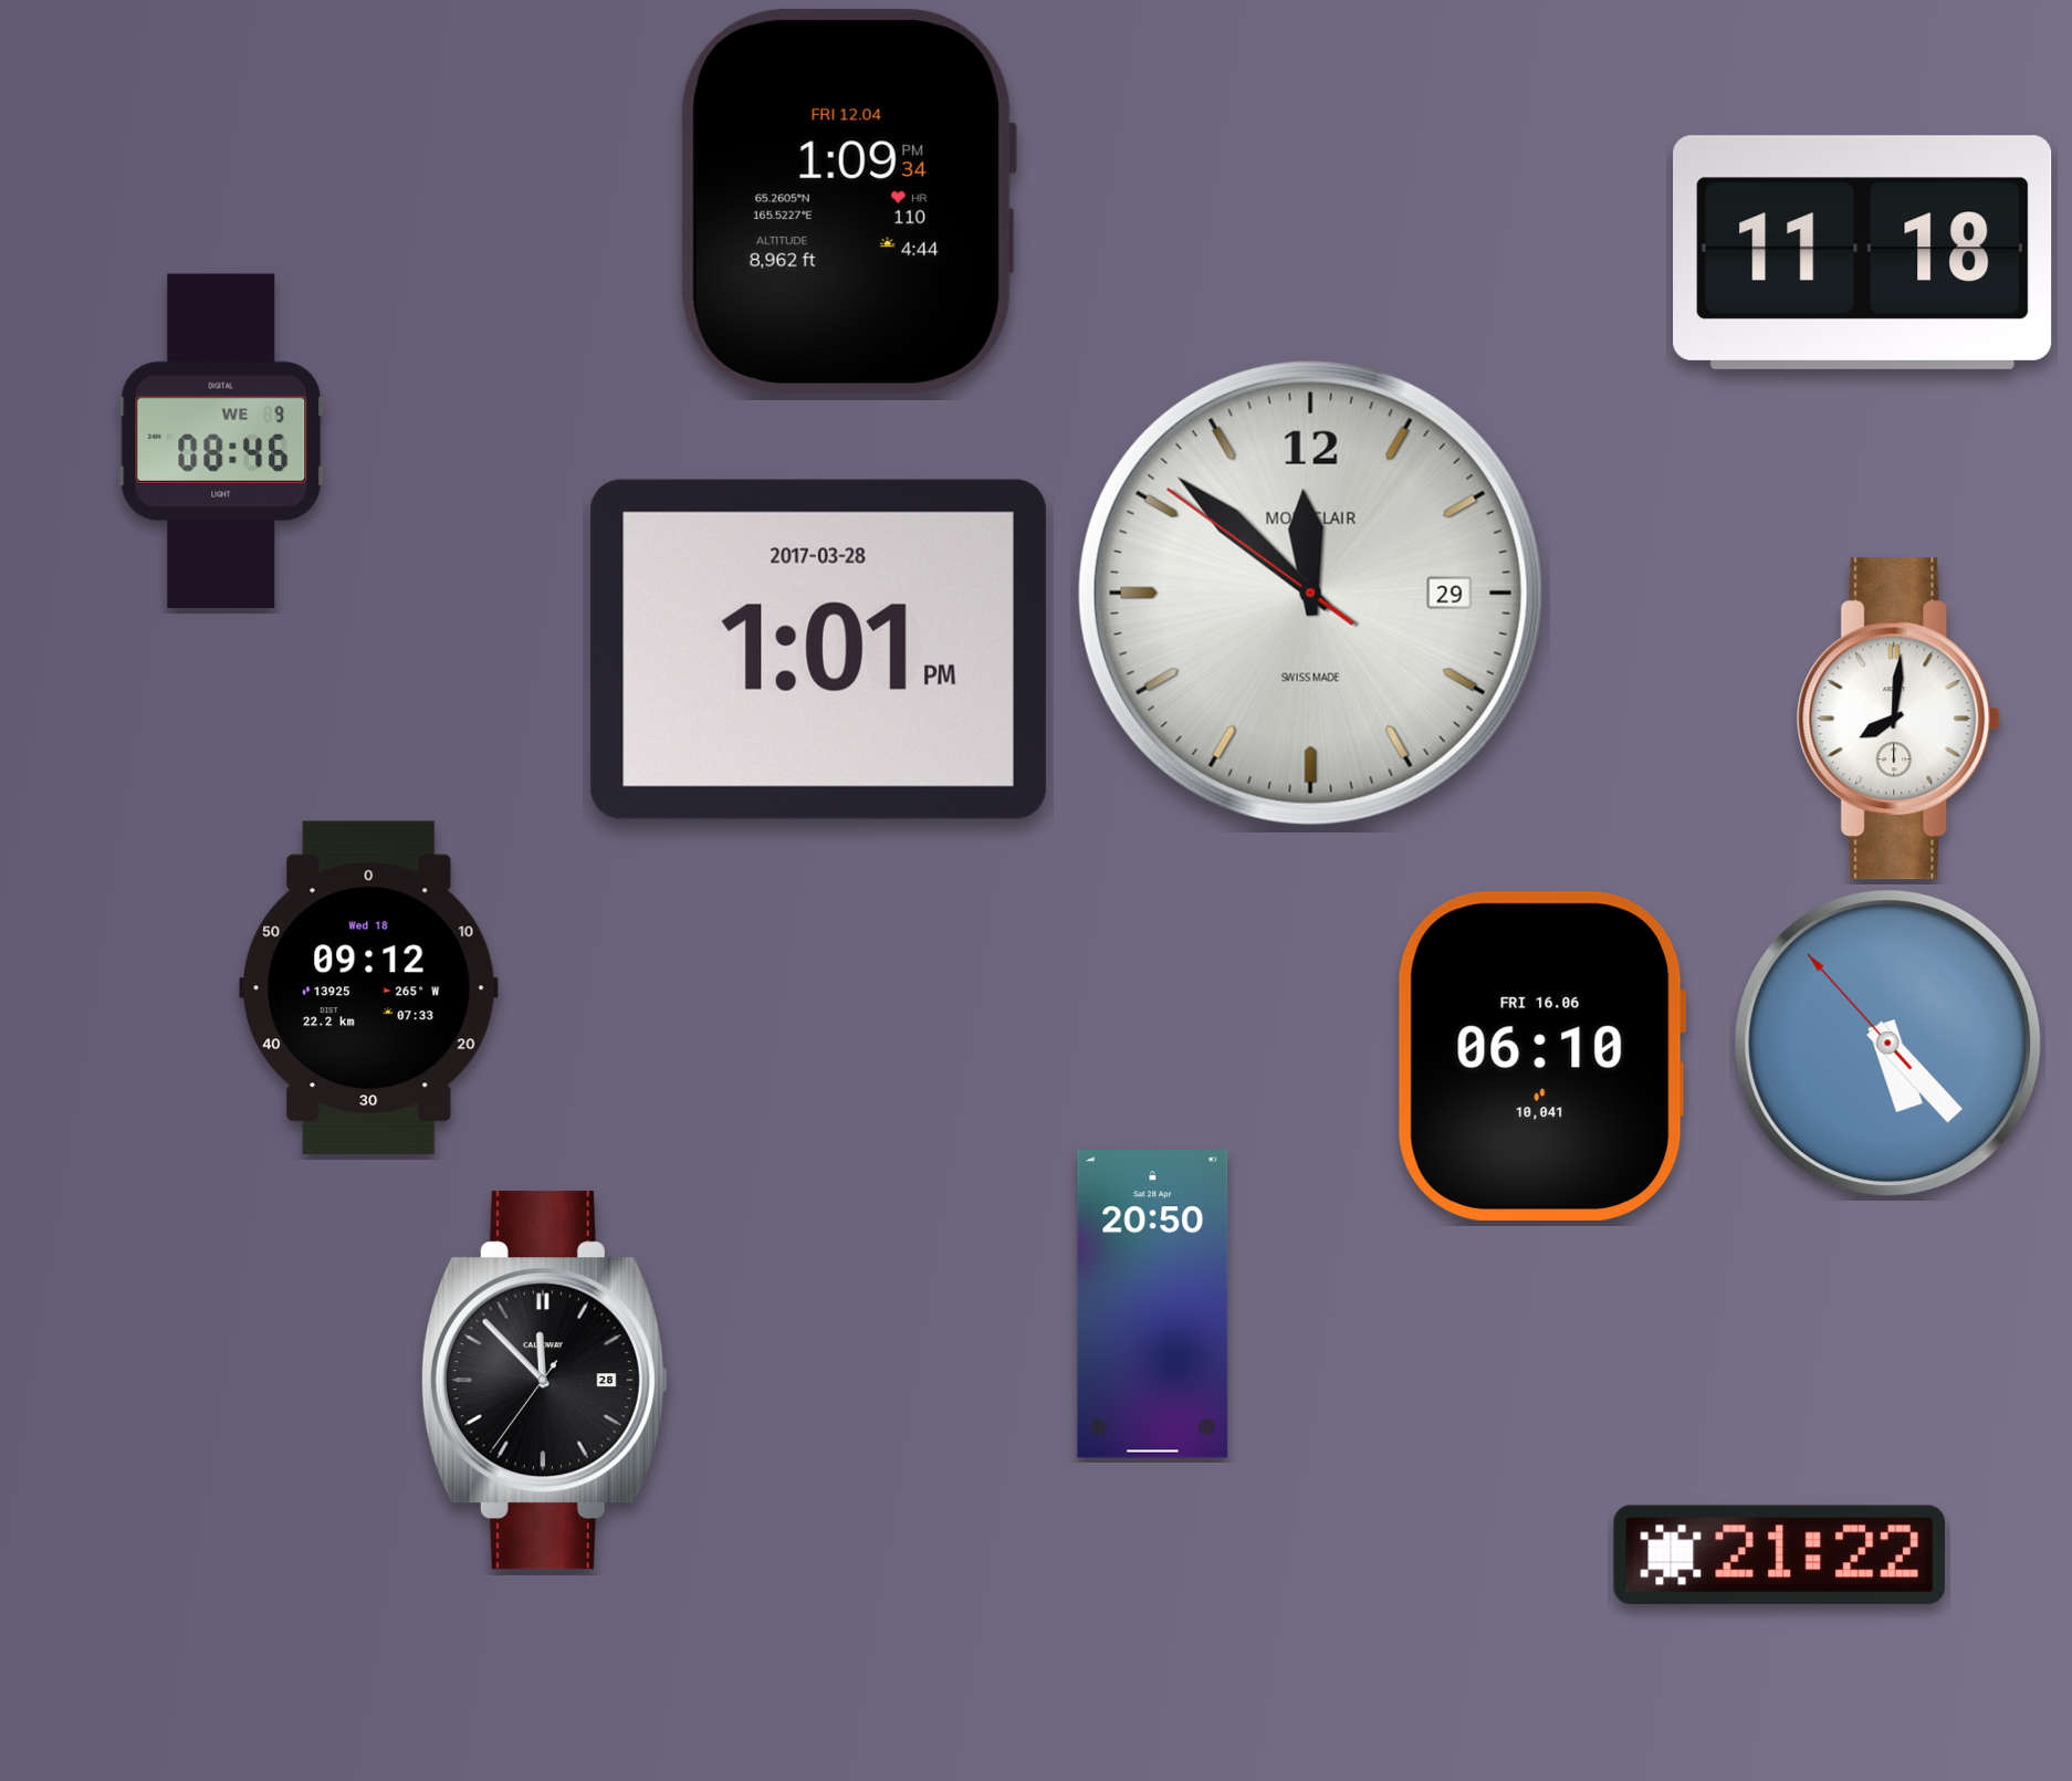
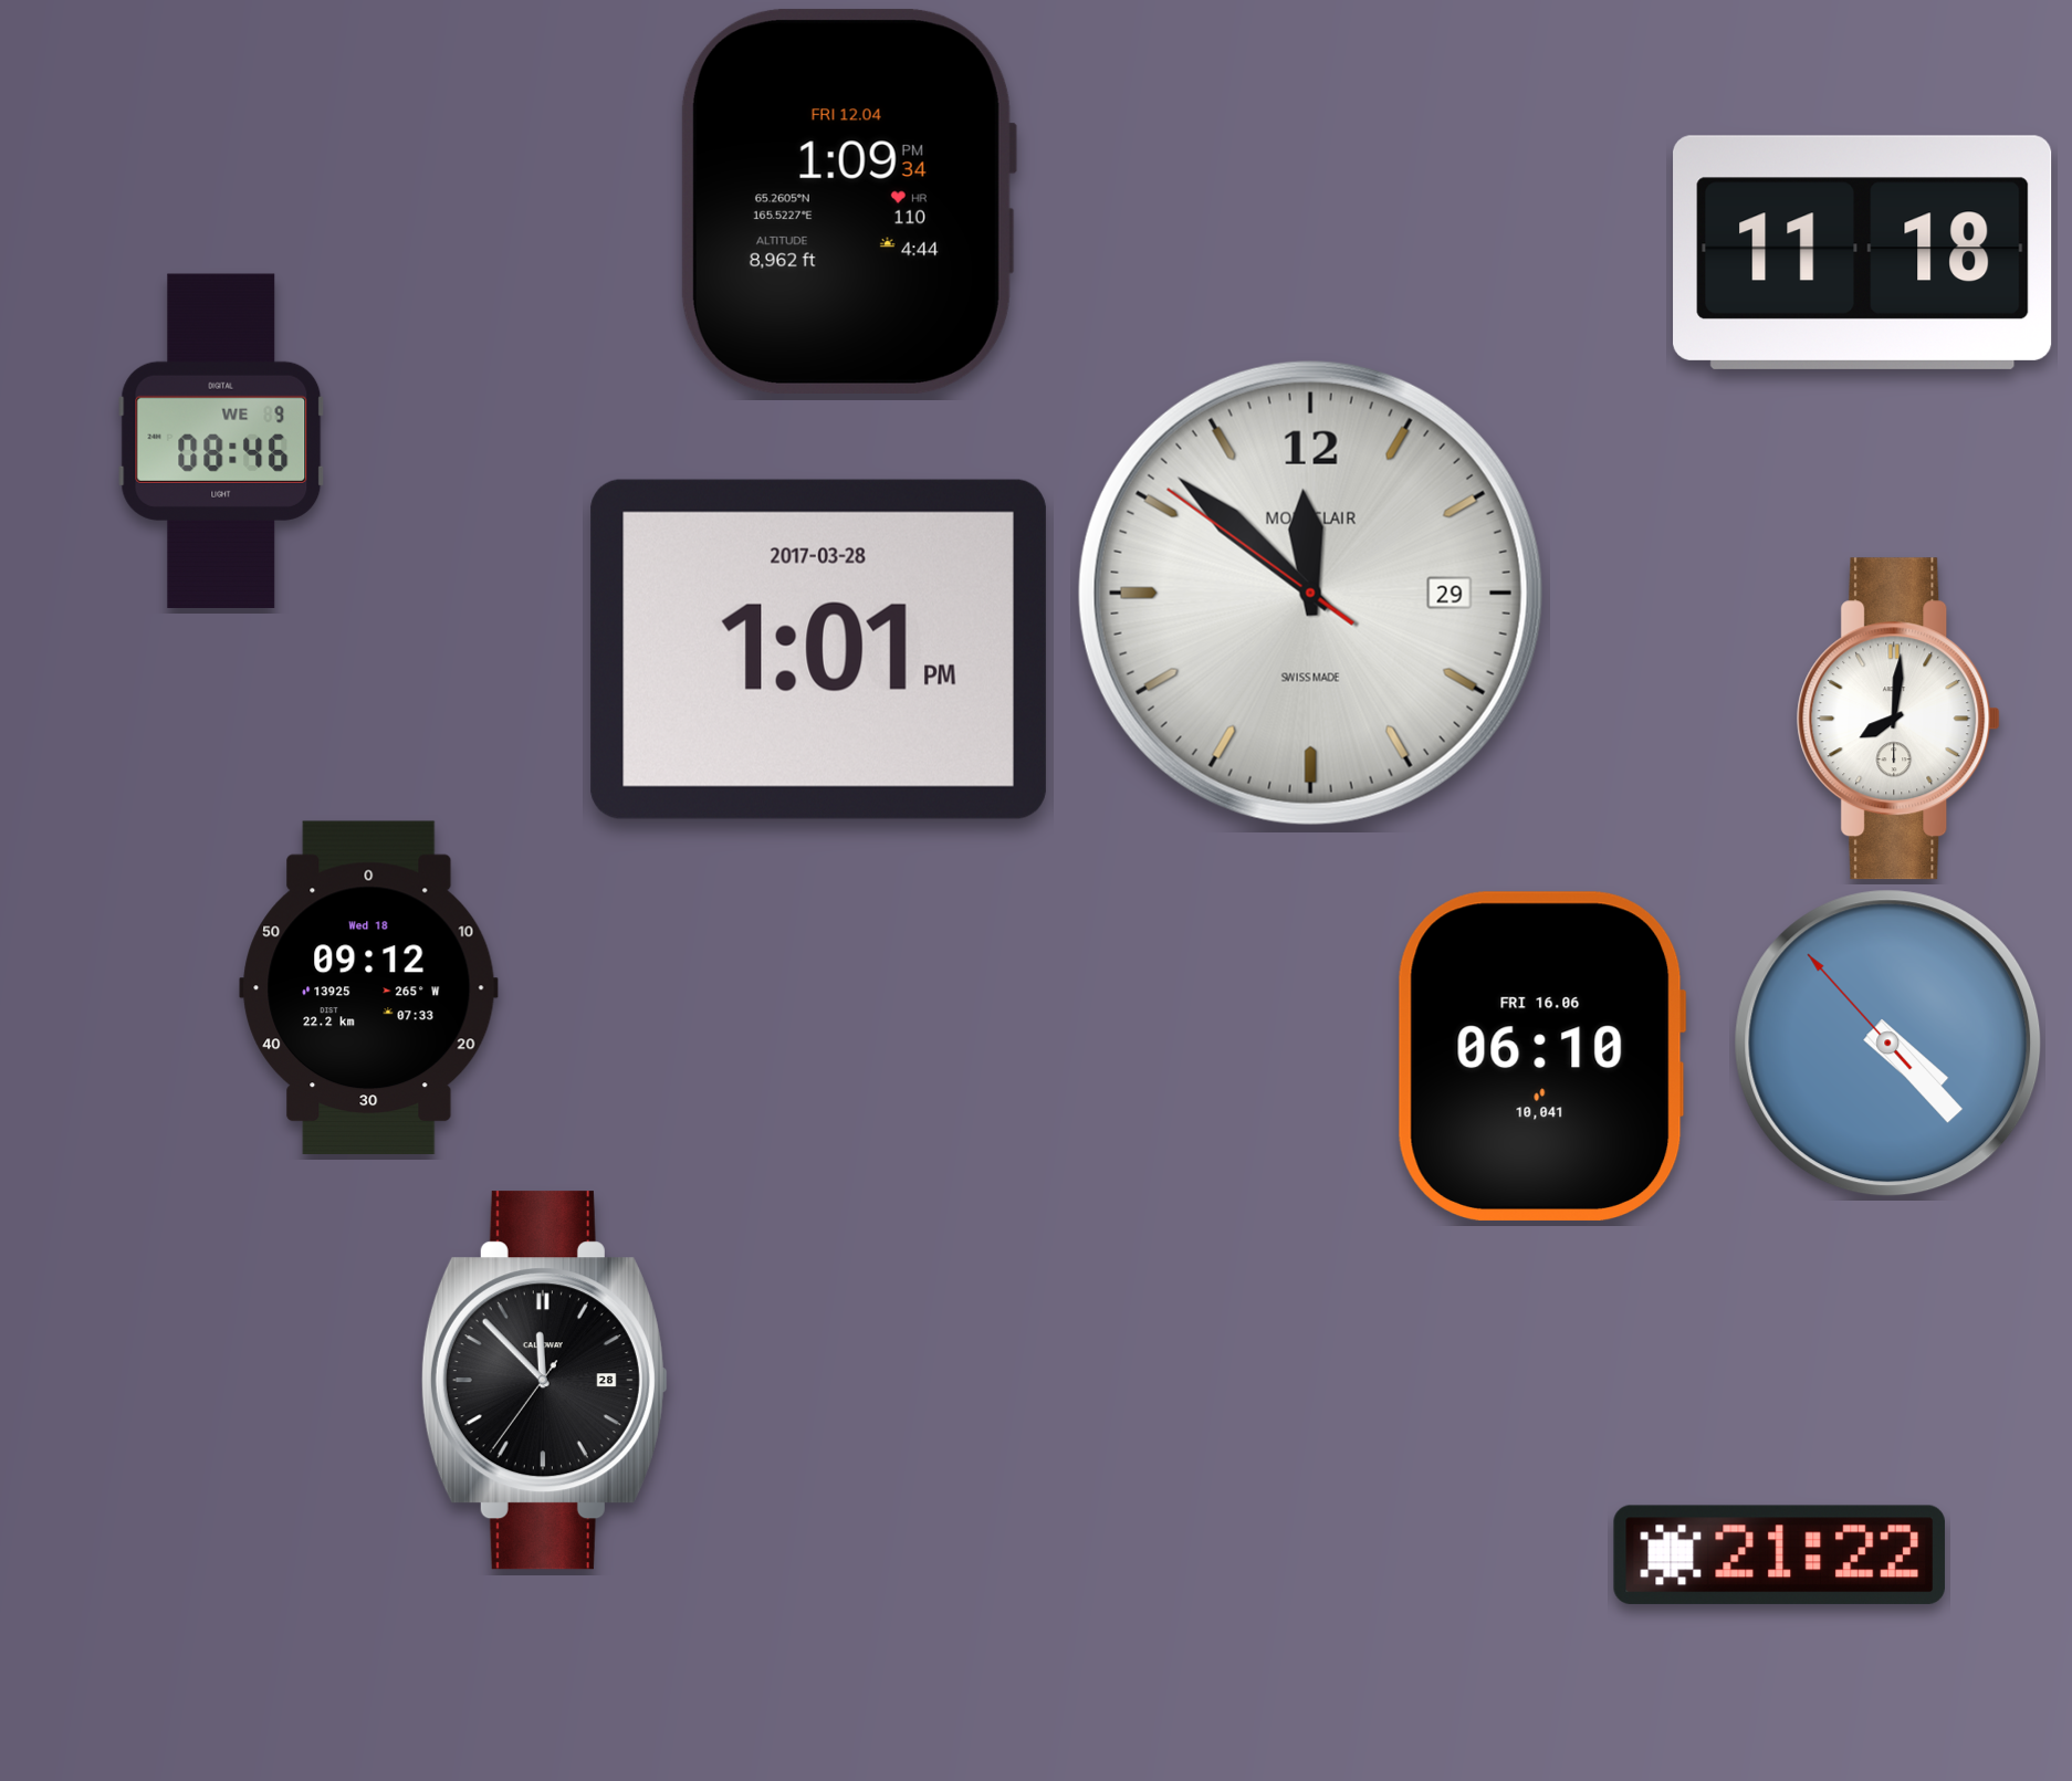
clock at (1888, 1044): 5:22 -> 4:22
clock at (1153, 1305): 20:50 -> none
